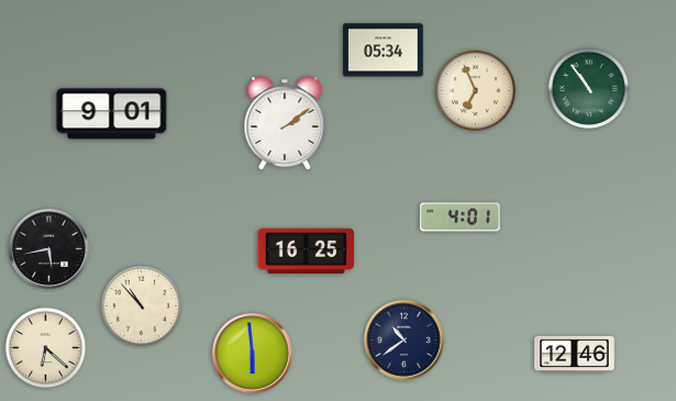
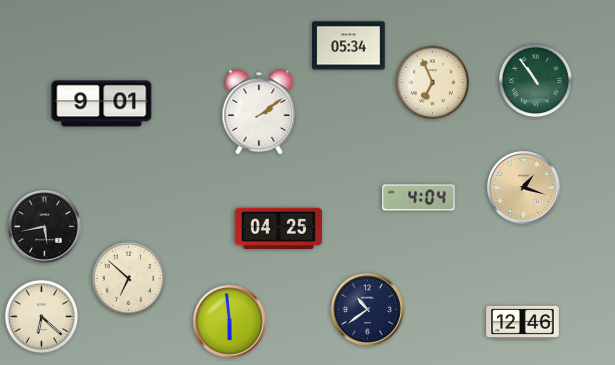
clock at (524, 188): none -> 1:18
clock at (461, 218): 4:01 -> 4:04
clock at (307, 250): 16:25 -> 04:25
clock at (142, 307): 10:53 -> 6:52
